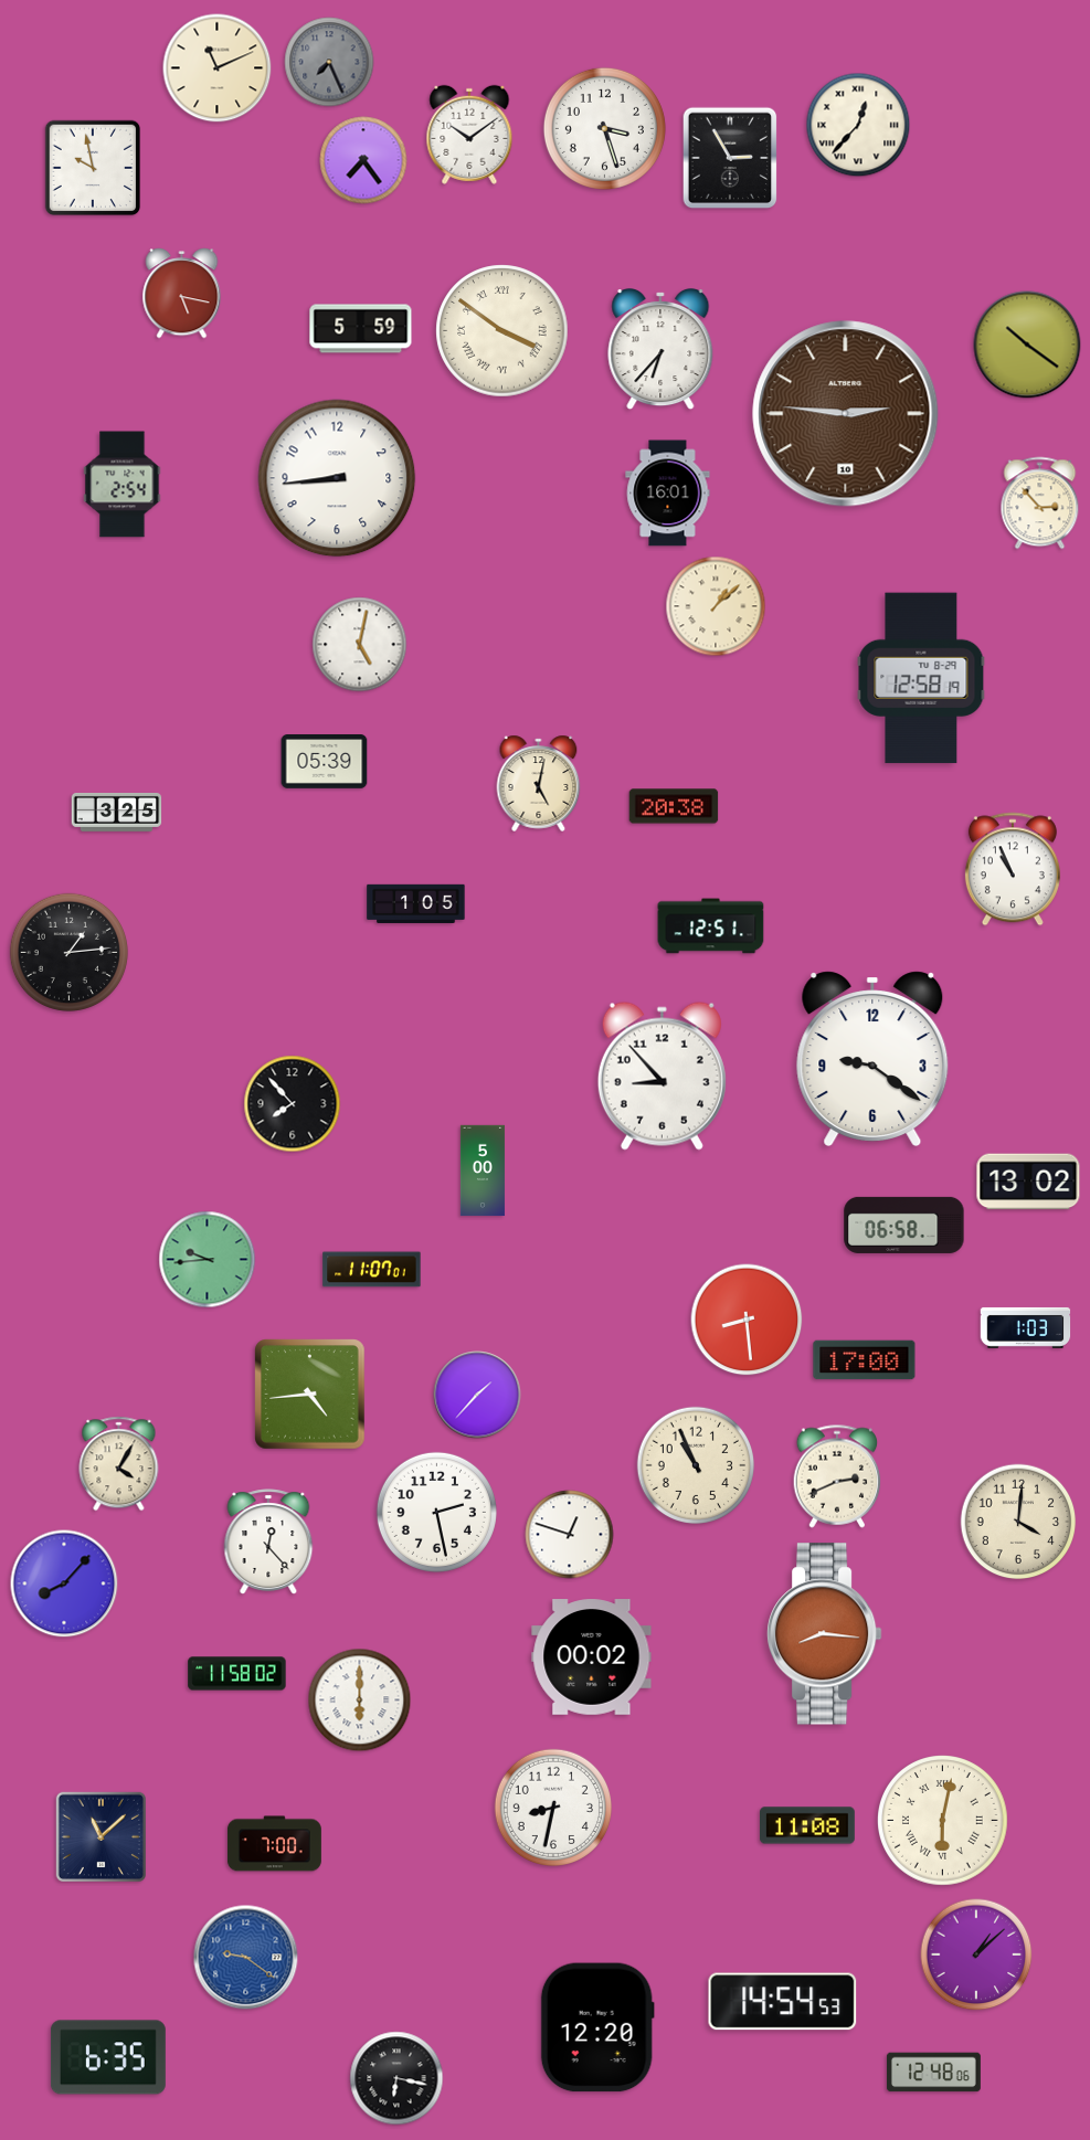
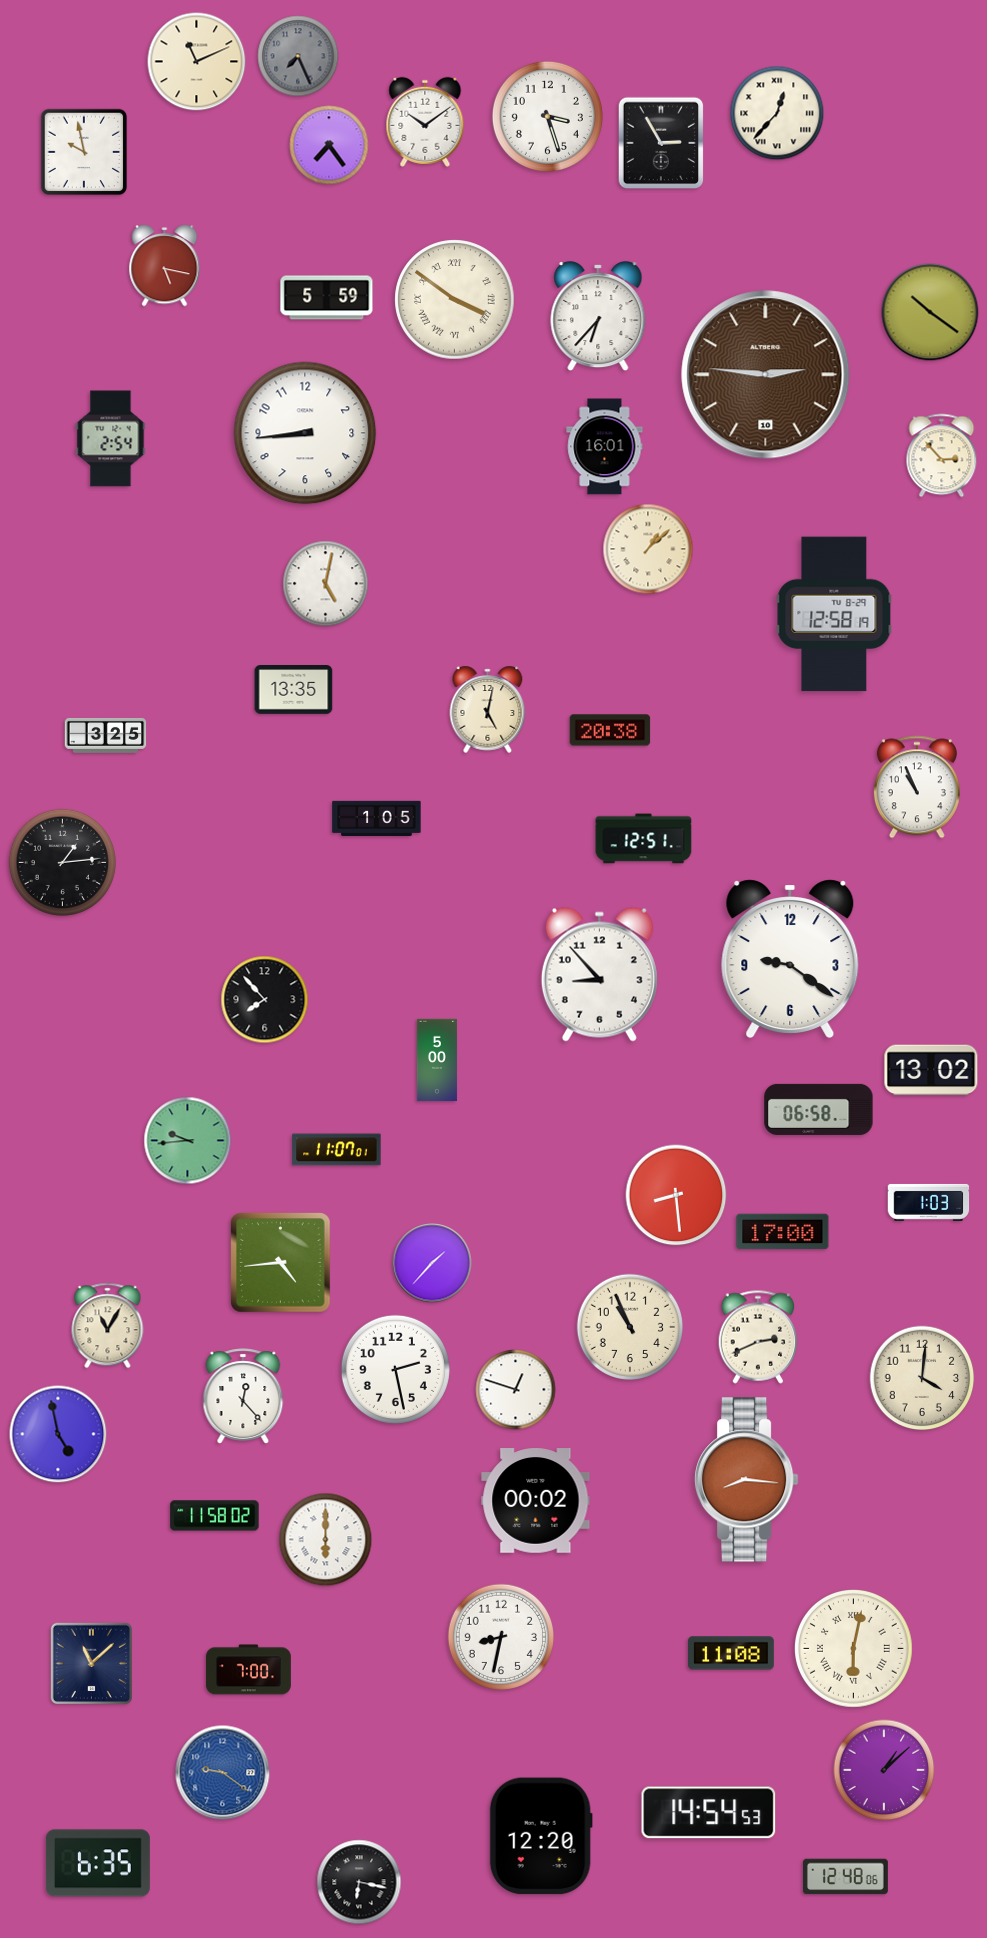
clock at (325, 762): 05:39 -> 13:35
clock at (119, 1464): 4:05 -> 11:05
clock at (64, 1583): 8:07 -> 4:58
